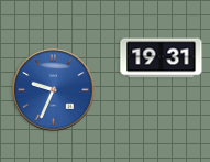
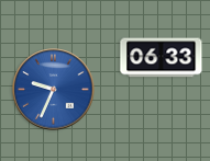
clock at (162, 58): 19:31 -> 06:33
